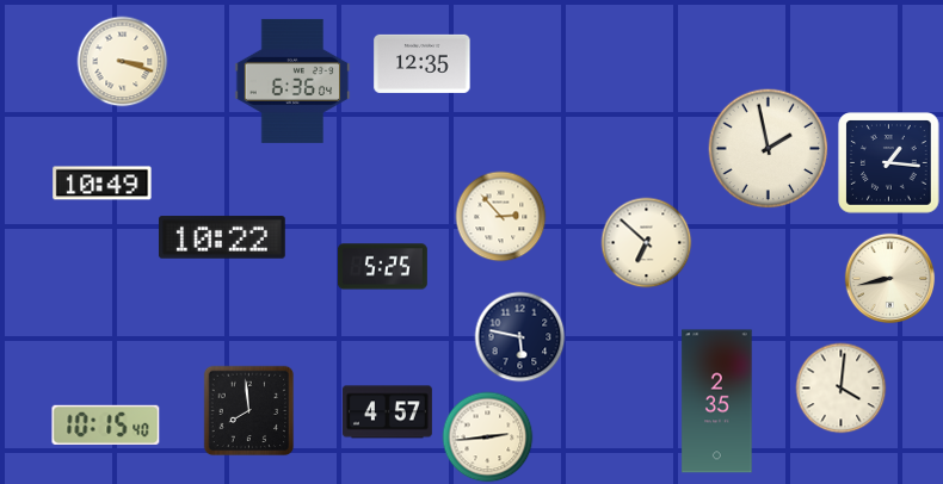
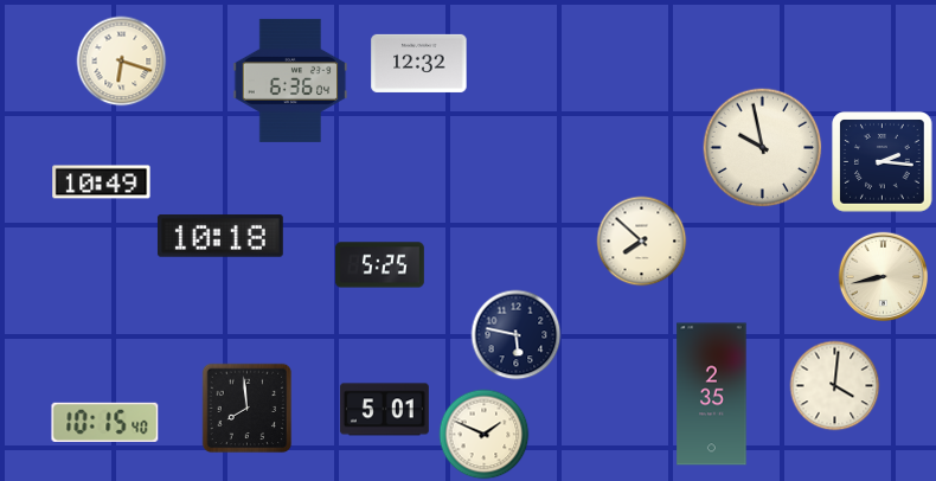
clock at (123, 62): 3:18 -> 6:18
clock at (423, 63): 12:35 -> 12:32
clock at (769, 149): 1:58 -> 9:58
clock at (889, 163): 1:16 -> 2:16
clock at (501, 217): 2:53 -> none
clock at (222, 237): 10:22 -> 10:18
clock at (647, 243): 6:52 -> 7:52
clock at (717, 402) position: (717, 402) -> (712, 395)
clock at (387, 412): 4:57 -> 5:01
clock at (488, 438): 2:44 -> 1:49
